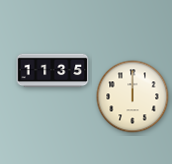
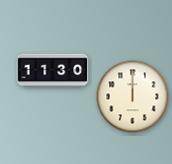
clock at (53, 71): 11:35 -> 11:30
